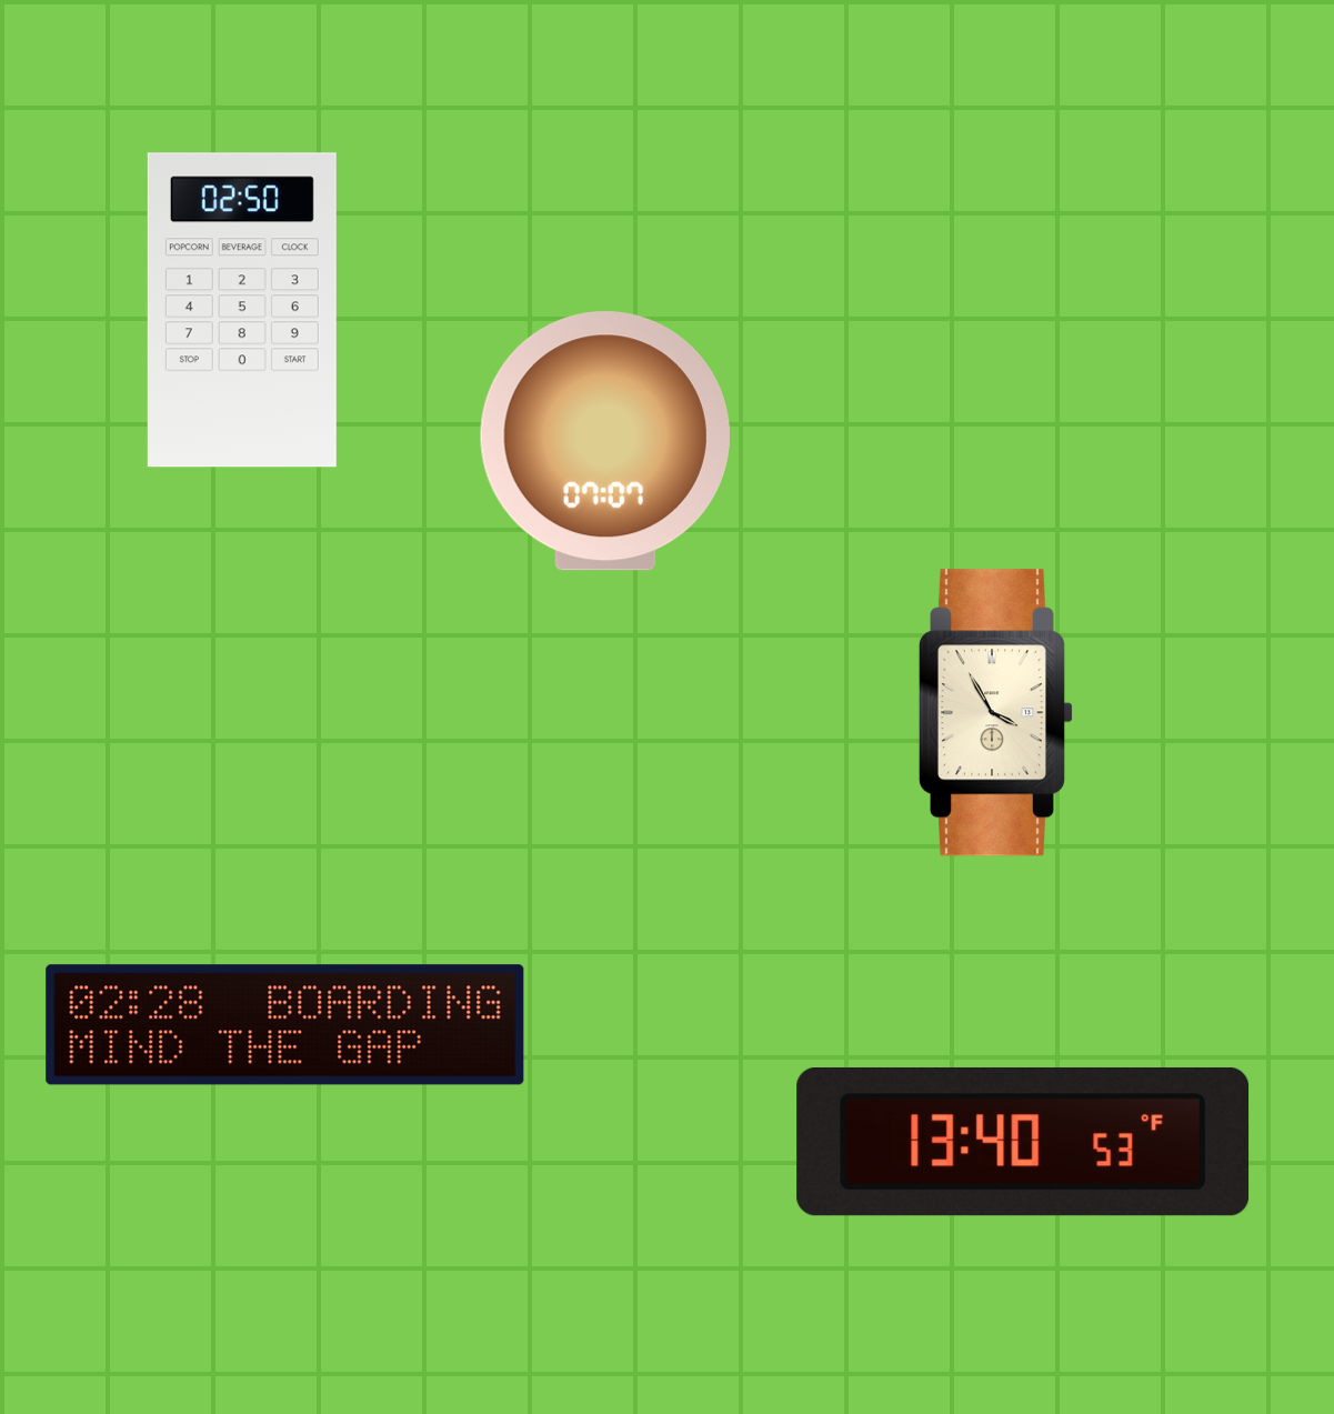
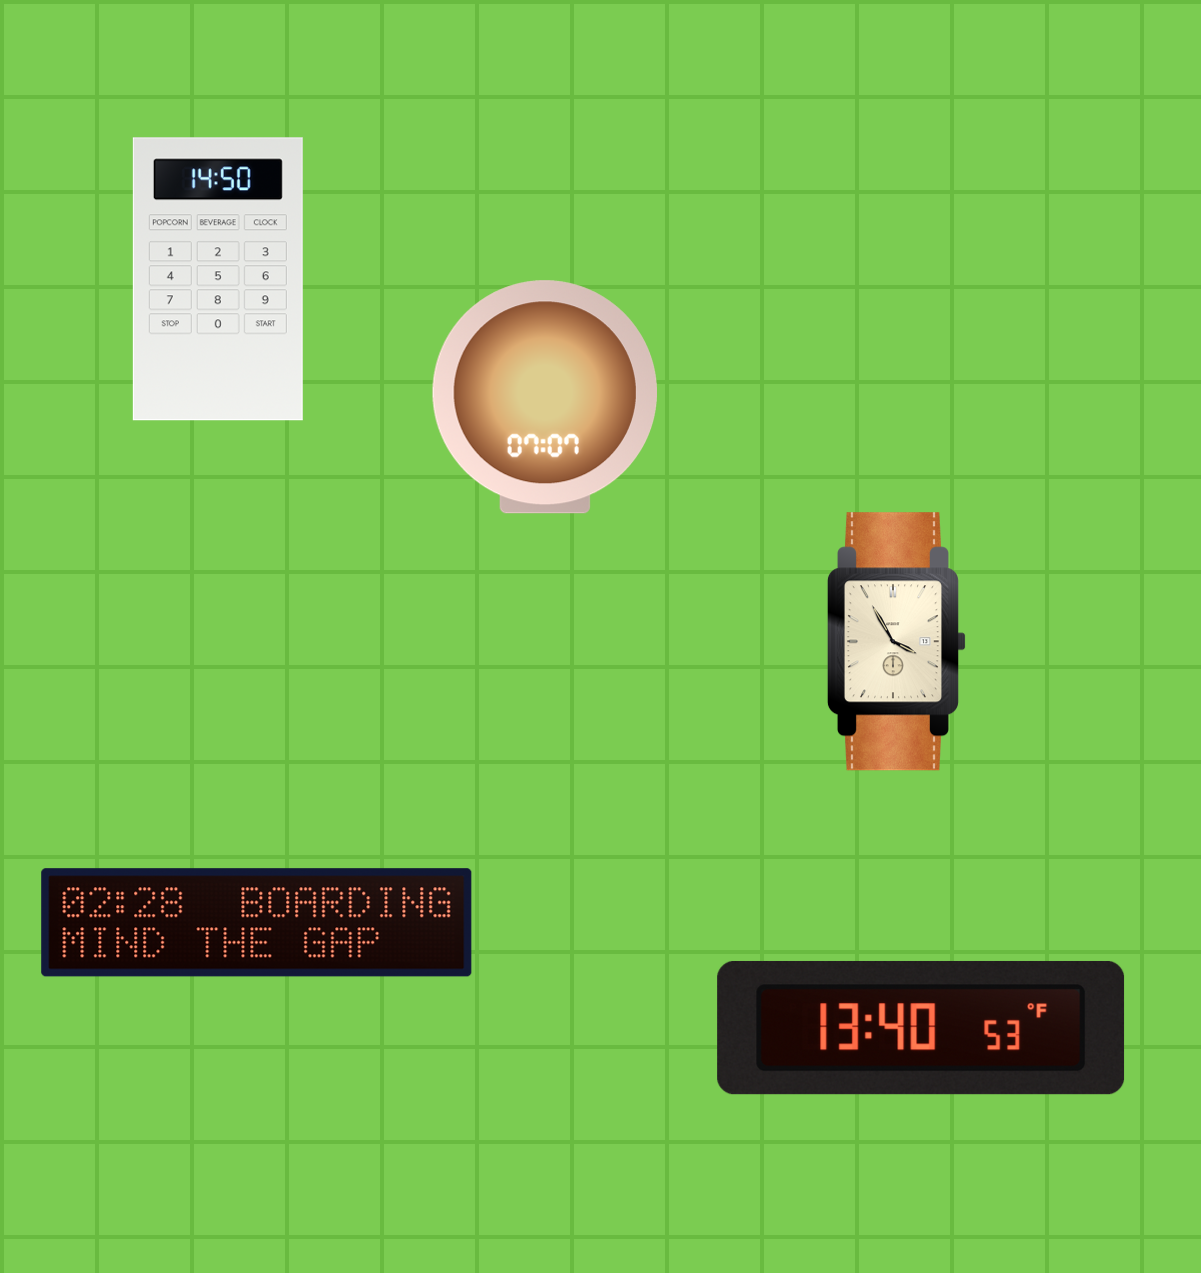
clock at (242, 310): 02:50 -> 14:50
